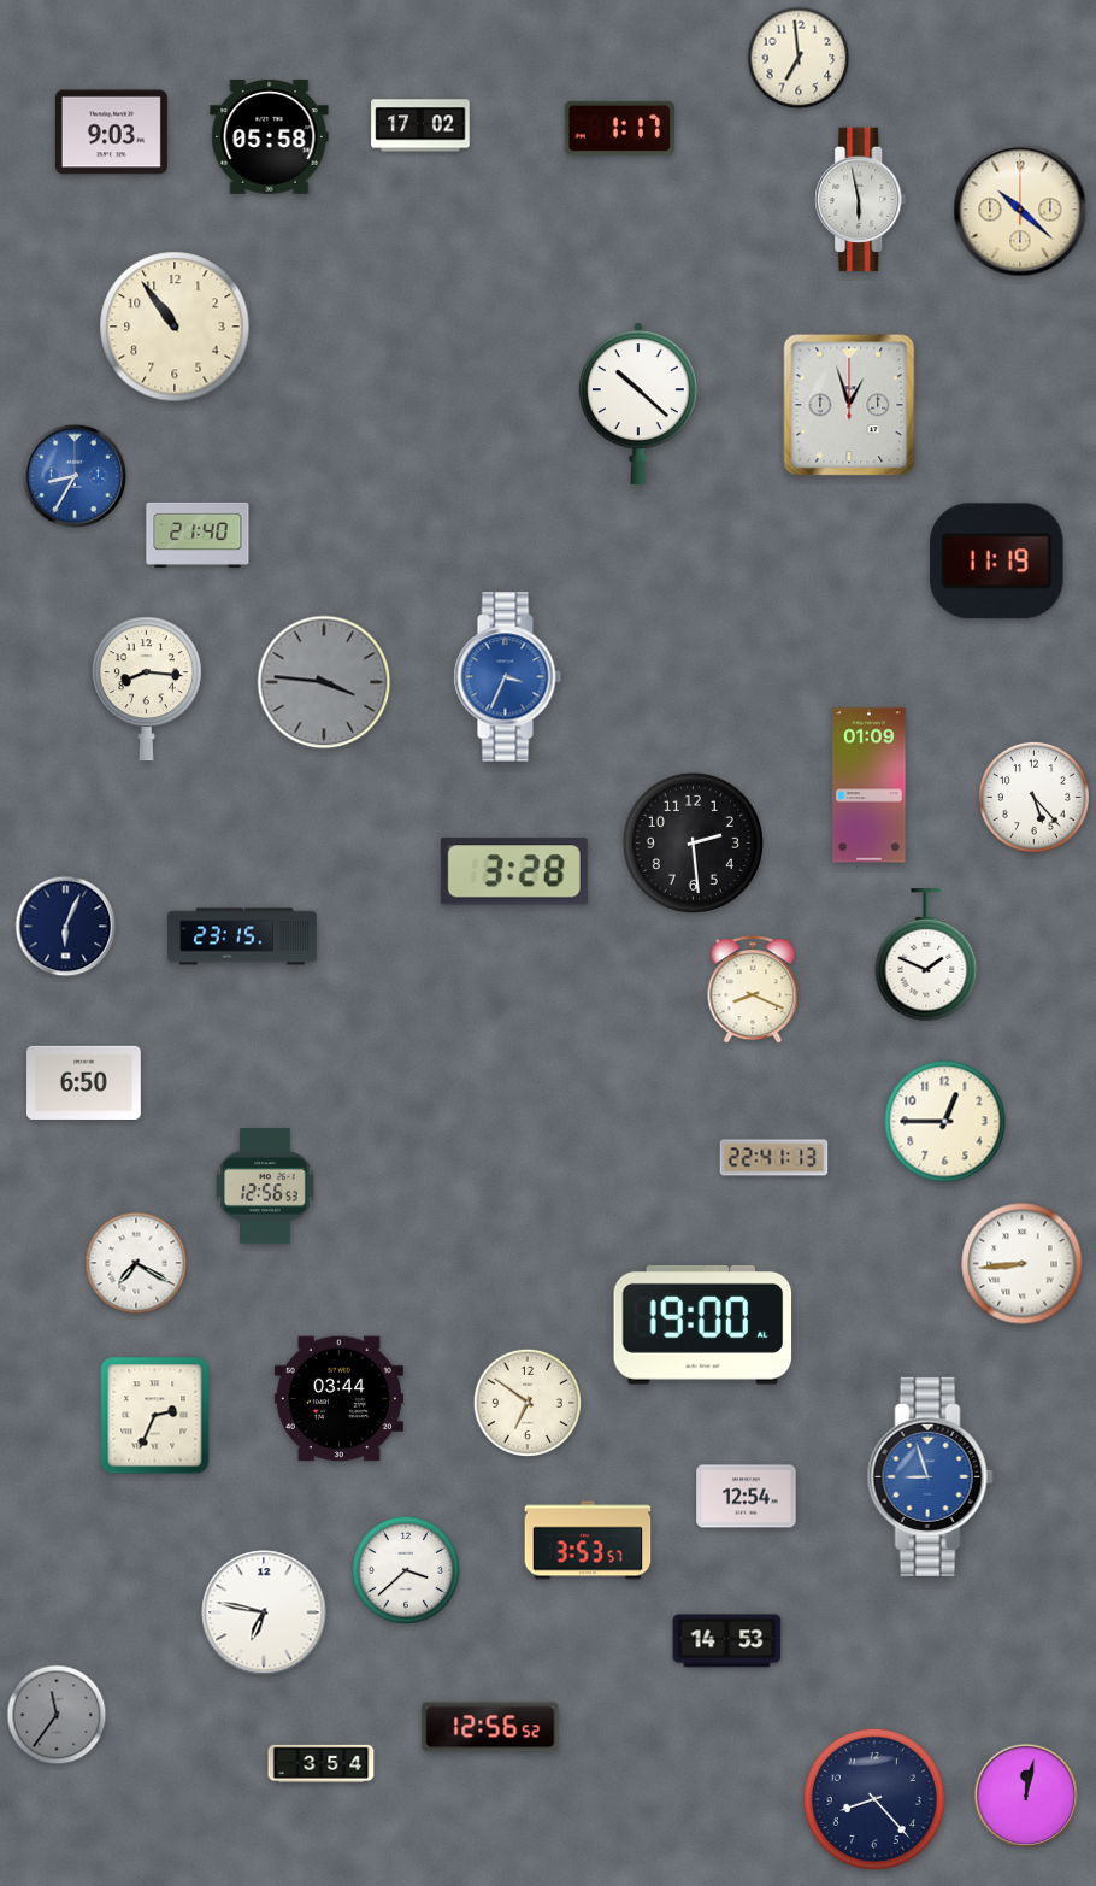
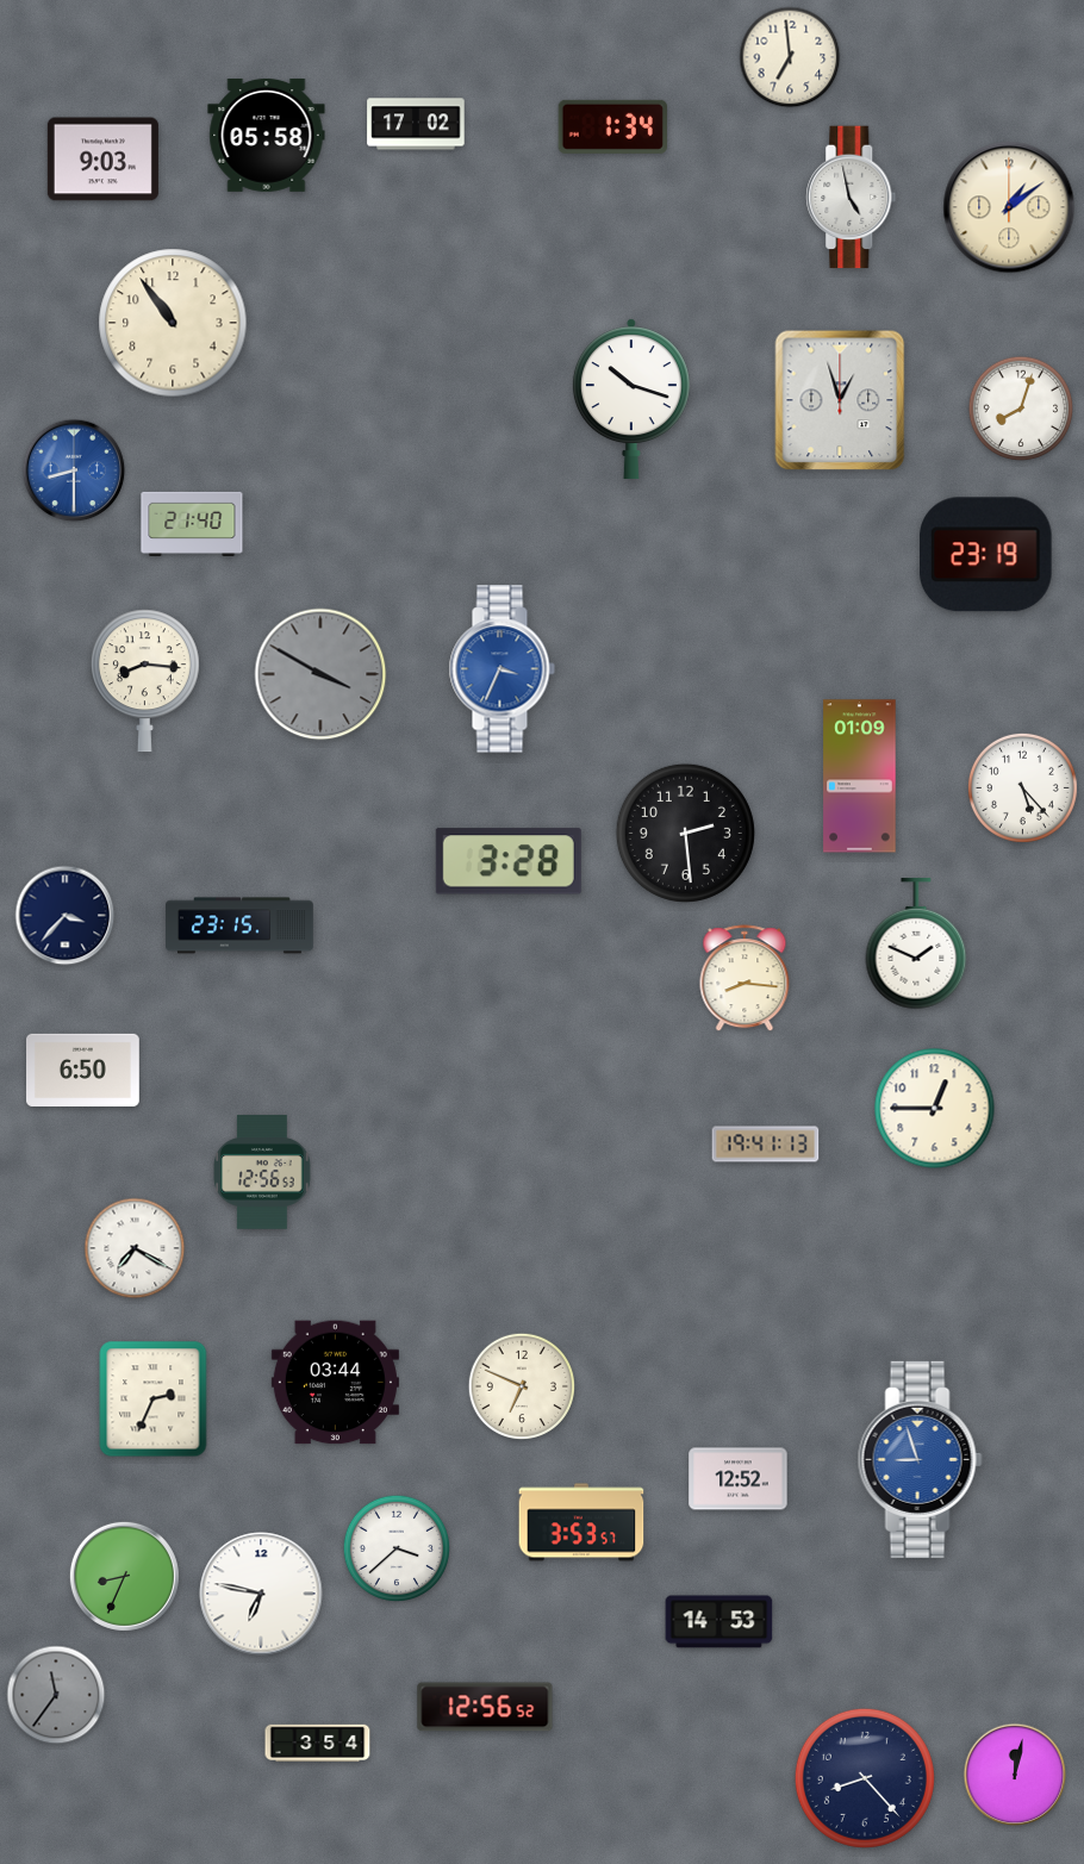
clock at (619, 128): 1:17 -> 1:34
clock at (111, 133) position: (111, 133) -> (102, 160)
clock at (861, 200): 5:58 -> 4:58
clock at (1020, 210): 10:22 -> 1:09
clock at (638, 404): 10:22 -> 10:18
clock at (1021, 409): none -> 8:03
clock at (75, 476): 8:35 -> 8:30
clock at (198, 535) position: (198, 535) -> (192, 524)
clock at (997, 562): 11:19 -> 23:19
clock at (324, 682): 3:46 -> 3:50
clock at (66, 927): 6:04 -> 3:37
clock at (753, 991): 8:19 -> 8:16
clock at (774, 1158): 22:41 -> 19:41
clock at (1023, 1264): 8:44 -> none
clock at (703, 1324): 19:00 -> none
clock at (526, 1402): 6:51 -> 6:49
clock at (747, 1497): 12:54 -> 12:52
clock at (405, 1569) position: (405, 1569) -> (395, 1547)
clock at (124, 1576): none -> 8:34
